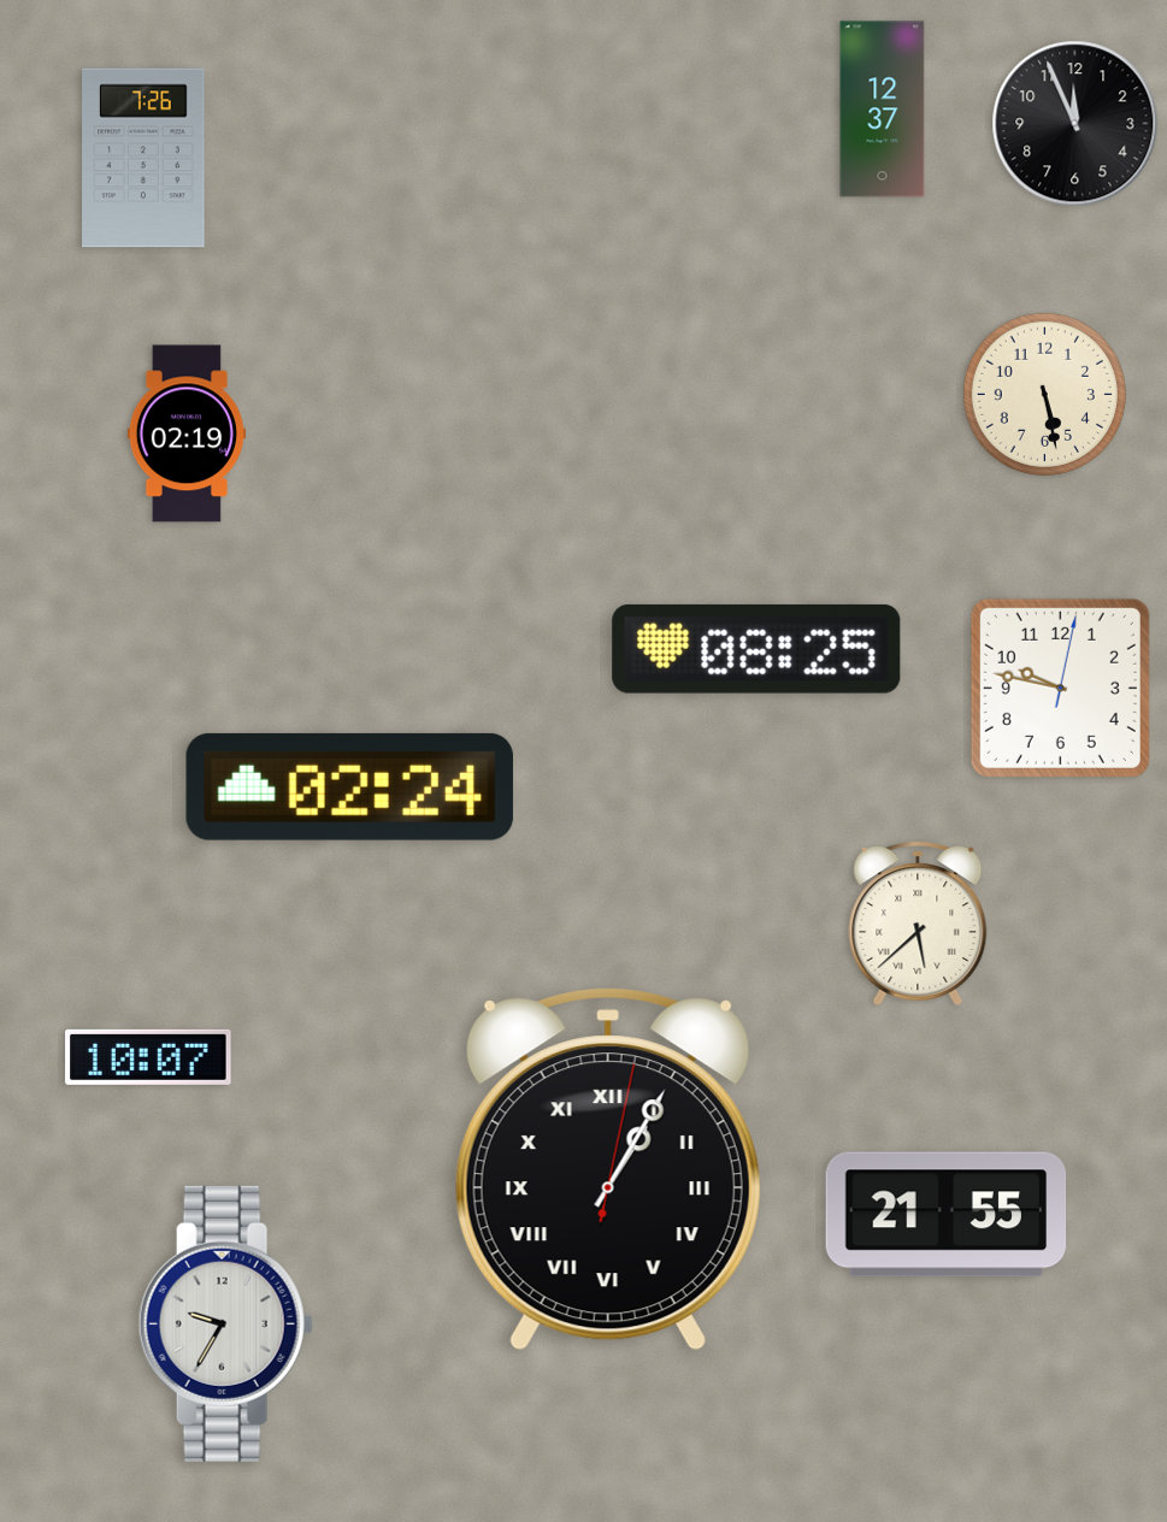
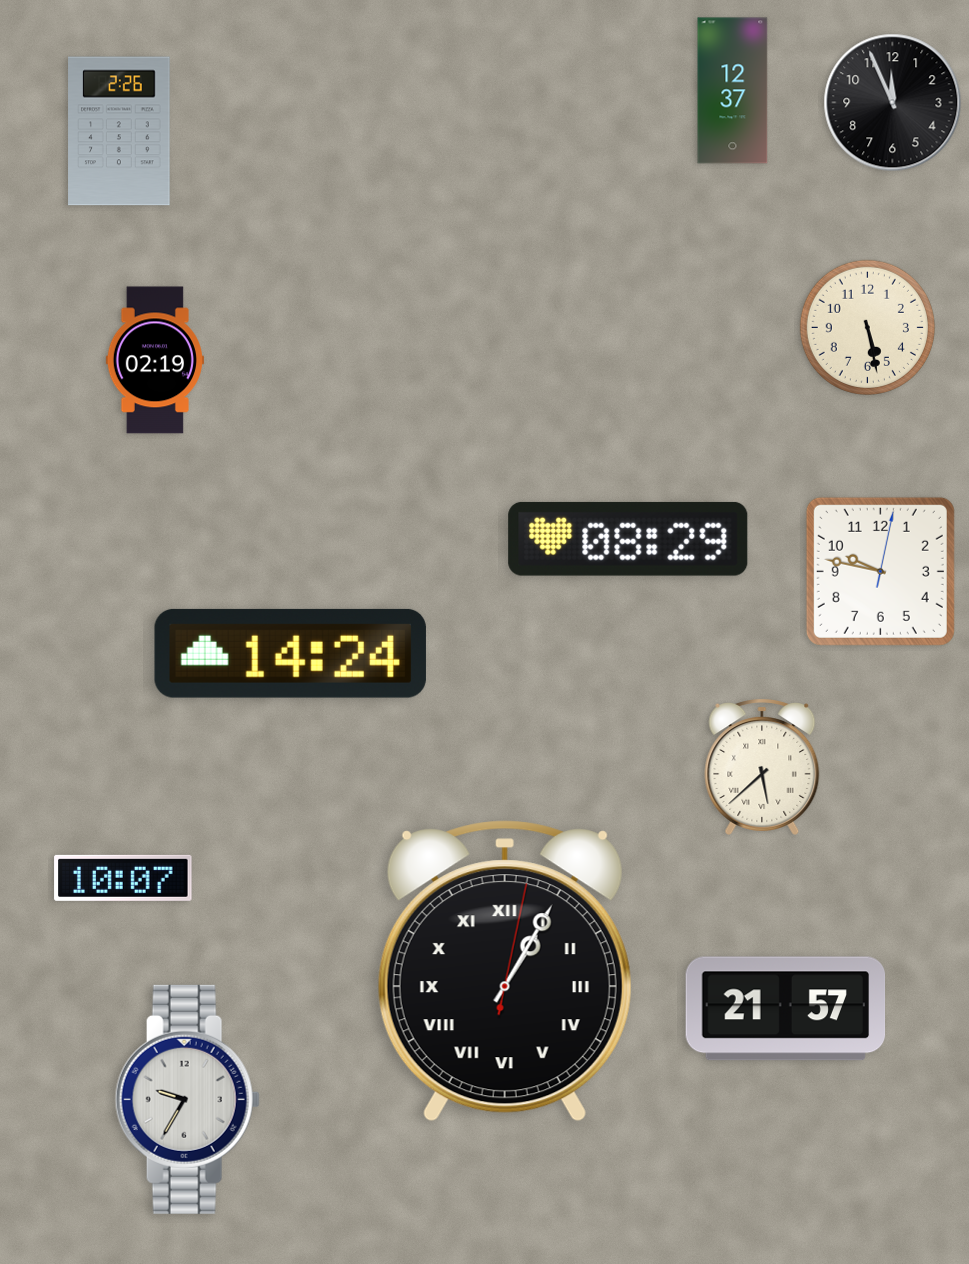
clock at (143, 158): 7:26 -> 2:26
clock at (756, 649): 08:25 -> 08:29
clock at (349, 786): 02:24 -> 14:24
clock at (947, 1215): 21:55 -> 21:57
